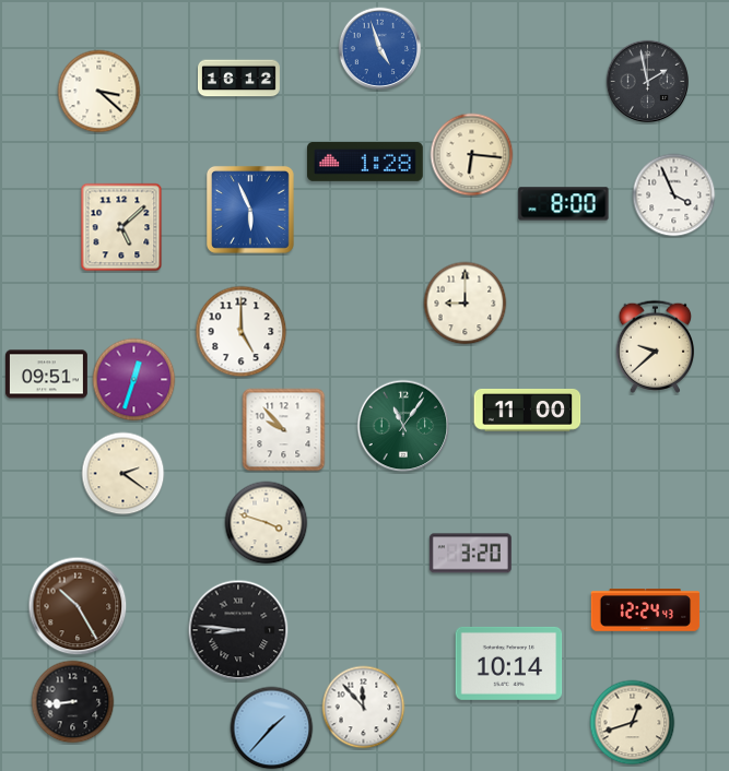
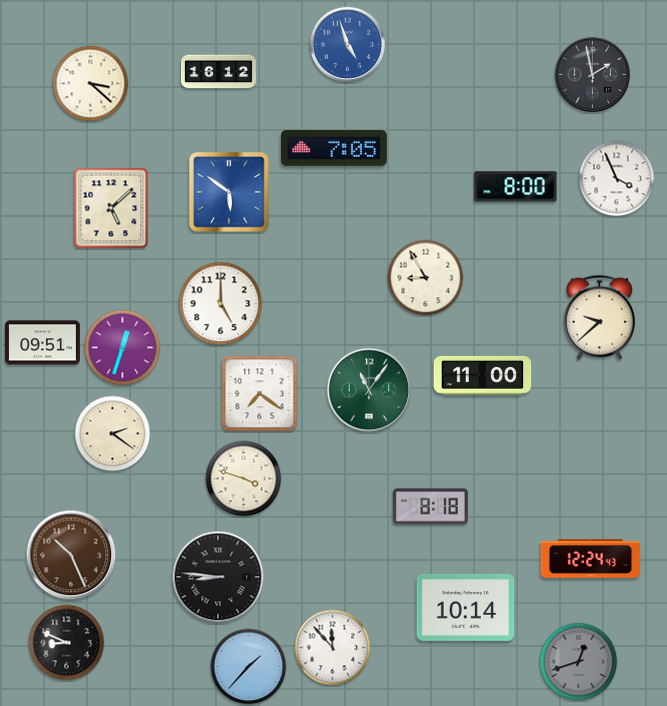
clock at (472, 155): 6:16 -> none
clock at (366, 163): 1:28 -> 7:05
clock at (250, 210): 5:56 -> 5:51
clock at (466, 304): 9:00 -> 8:55
clock at (284, 430): 9:53 -> 7:21
clock at (470, 554): 3:20 -> 8:18
clock at (78, 606): 10:25 -> 10:26
clock at (73, 702): 8:44 -> 8:49
clock at (633, 723) dial: cream -> grey
